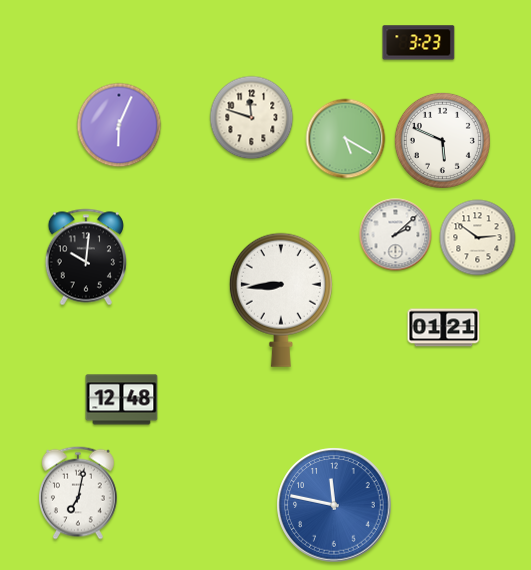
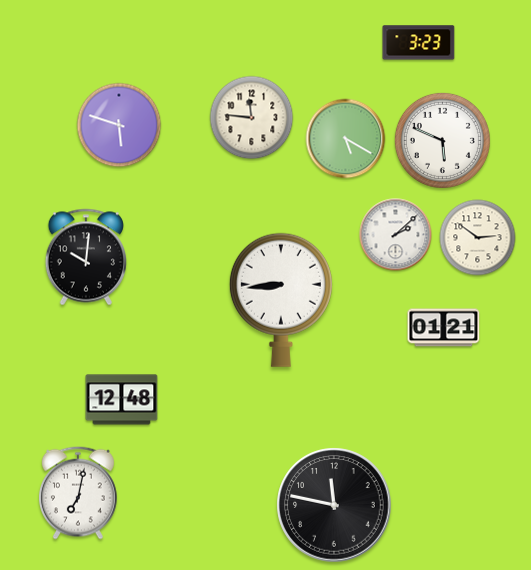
clock at (252, 118): 11:48 -> 11:46
clock at (119, 125): 6:04 -> 5:48
clock at (334, 505) dial: blue -> black
